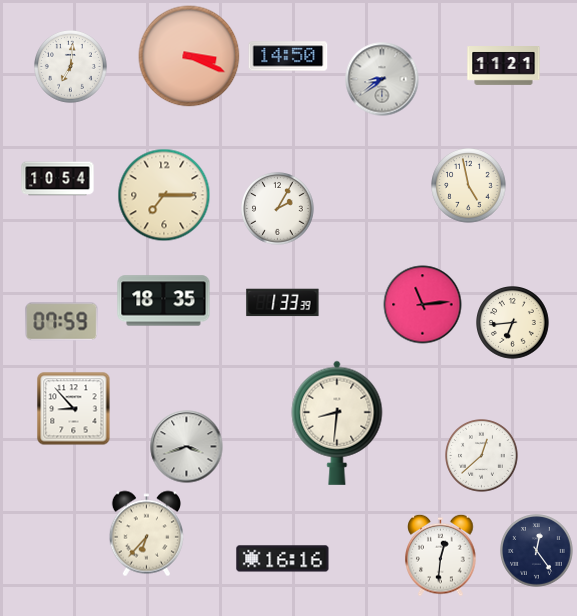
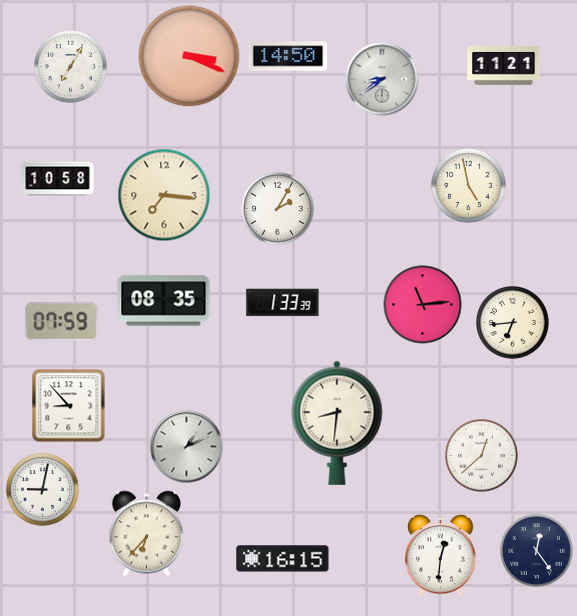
clock at (71, 67): 7:01 -> 7:05
clock at (58, 179): 10:54 -> 10:58
clock at (164, 195): 7:15 -> 7:16
clock at (164, 301): 18:35 -> 08:35
clock at (74, 409) position: (74, 409) -> (69, 406)
clock at (187, 447): 3:42 -> 1:11
clock at (43, 490): none -> 9:02
clock at (283, 559): 16:16 -> 16:15
